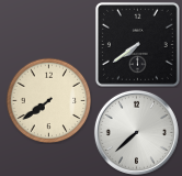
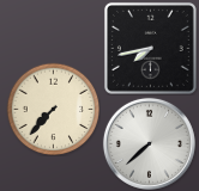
clock at (137, 44): 7:39 -> 7:43
clock at (48, 100): 7:39 -> 7:37
